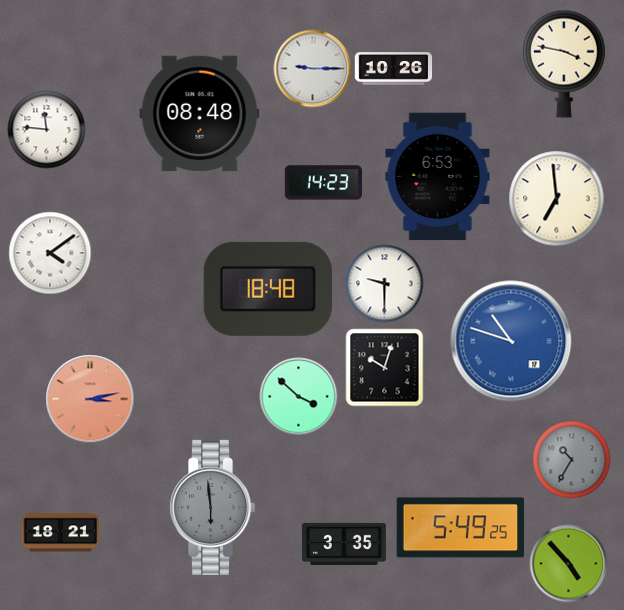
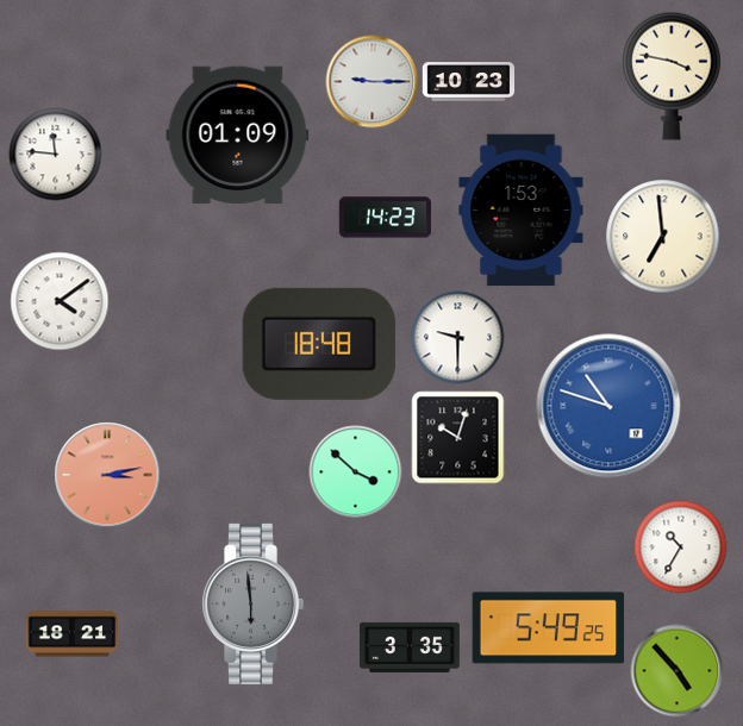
clock at (393, 69): 10:26 -> 10:23
clock at (200, 114): 08:48 -> 01:09
clock at (438, 177): 6:53 -> 1:53
clock at (571, 459) dial: grey -> white
